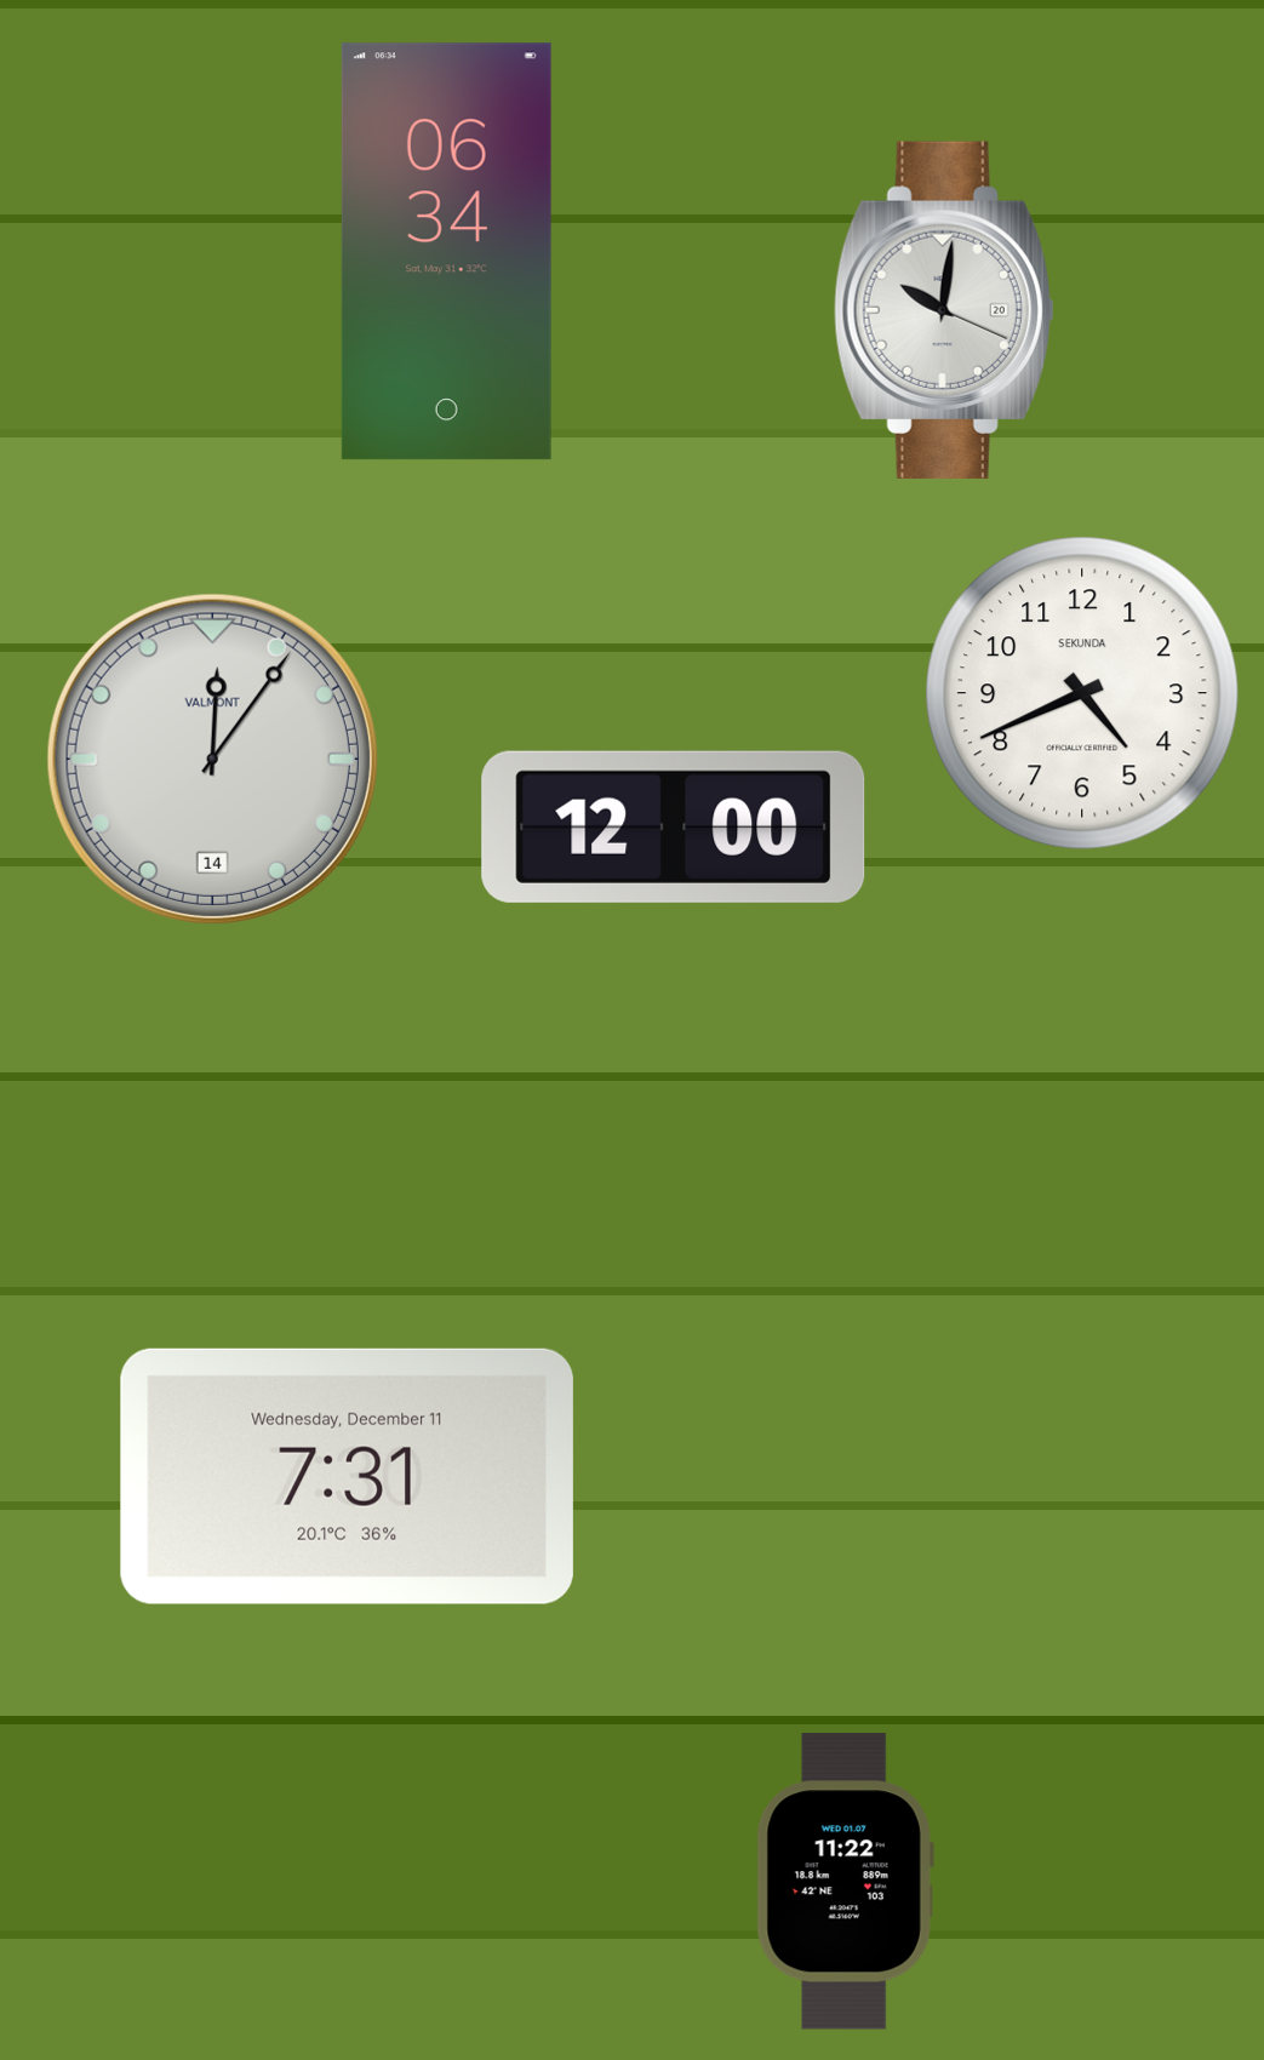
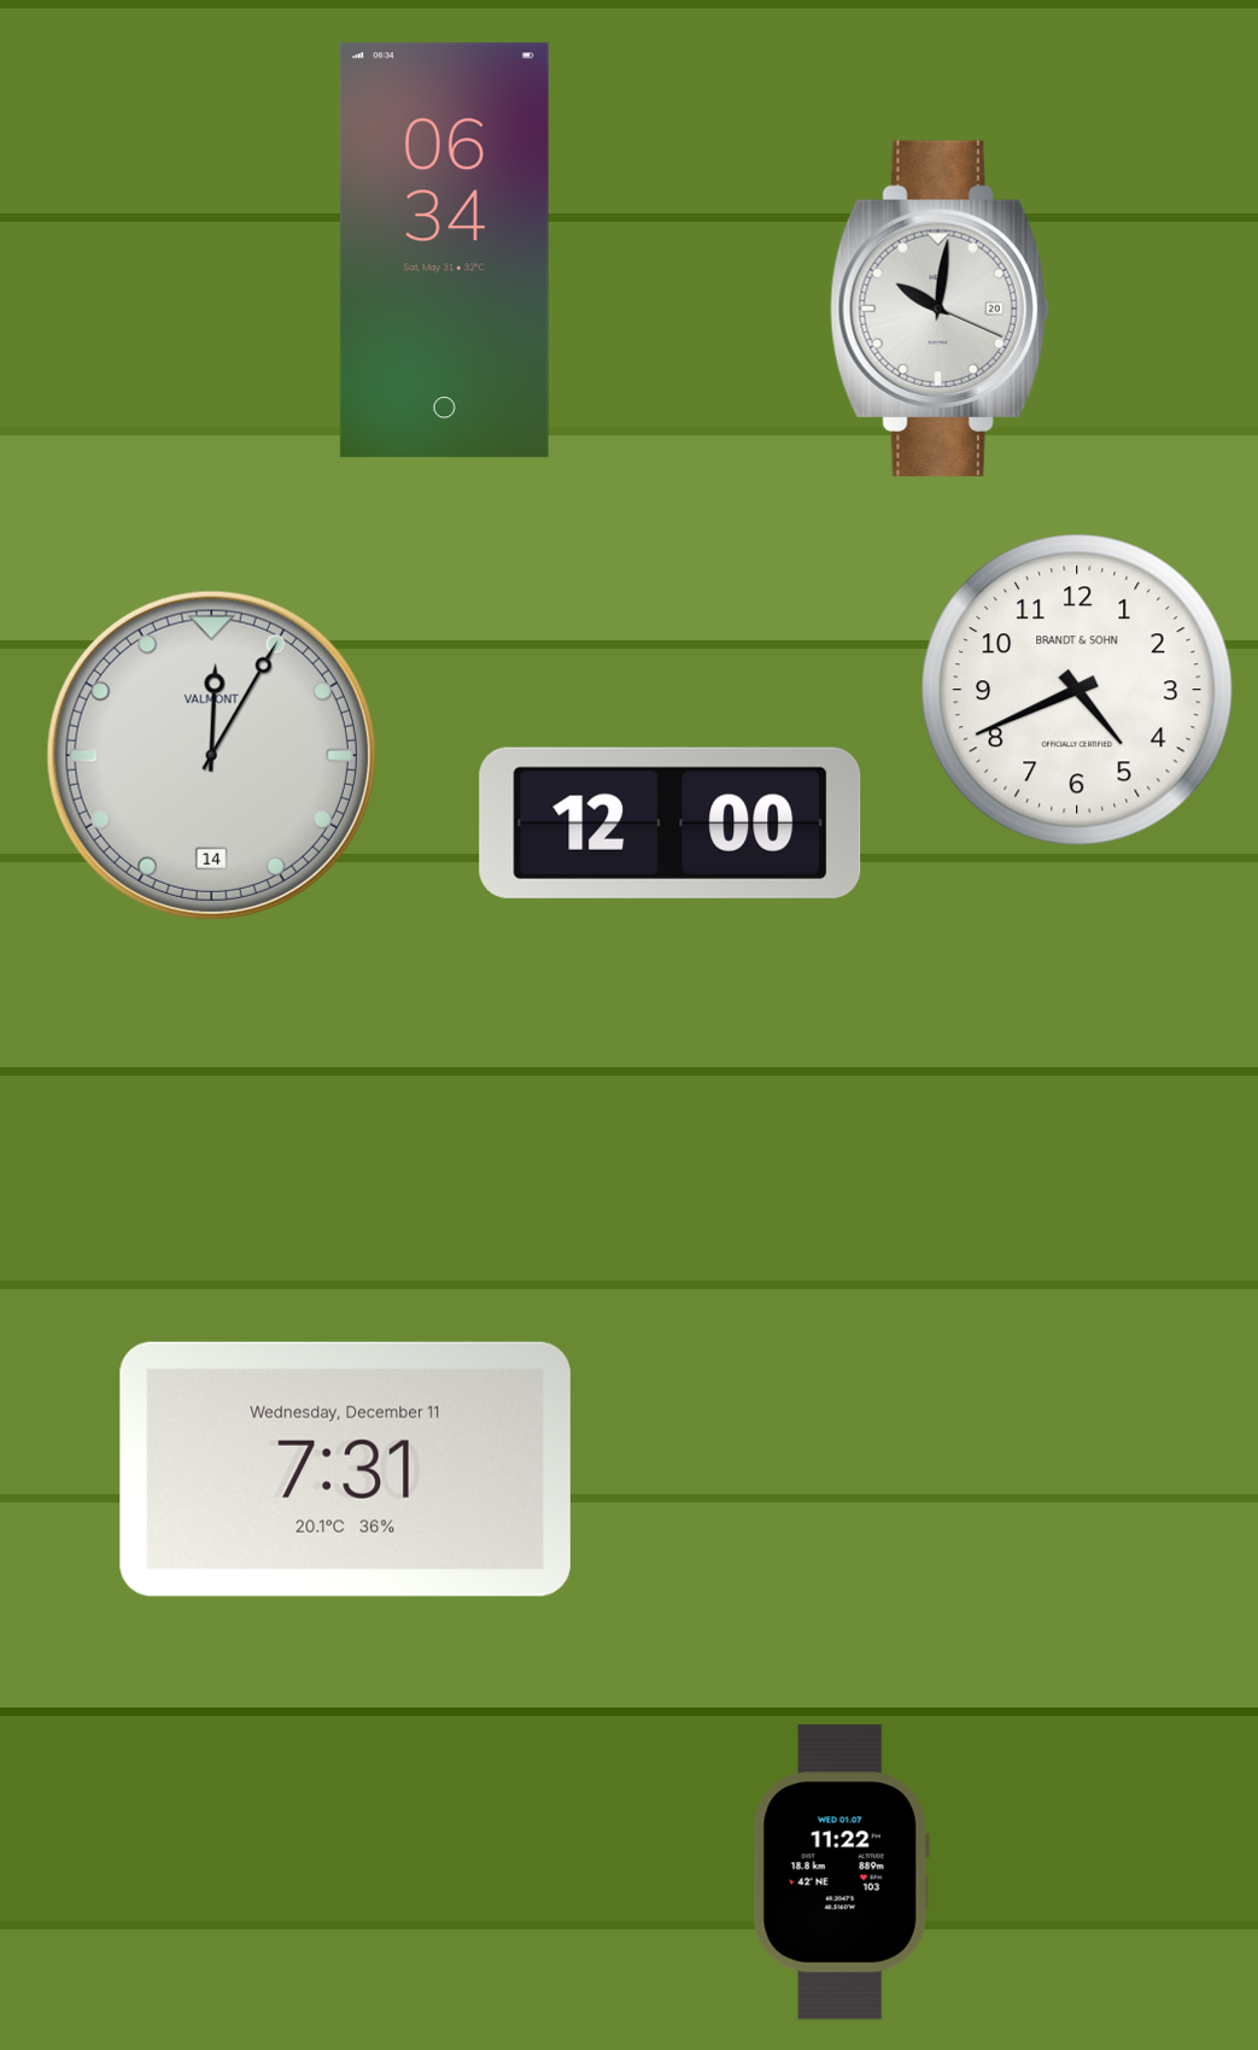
clock at (1083, 694) brand: SEKUNDA -> BRANDT & SOHN
clock at (212, 759): 12:06 -> 12:05
